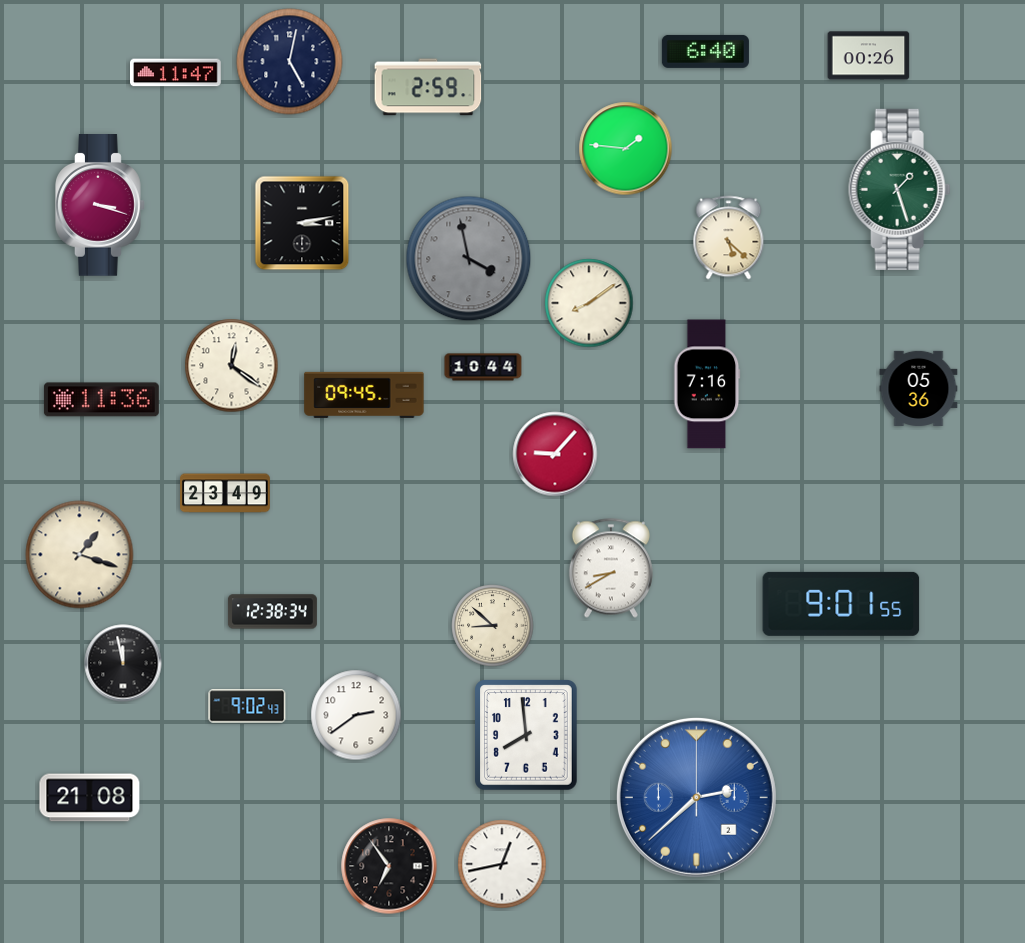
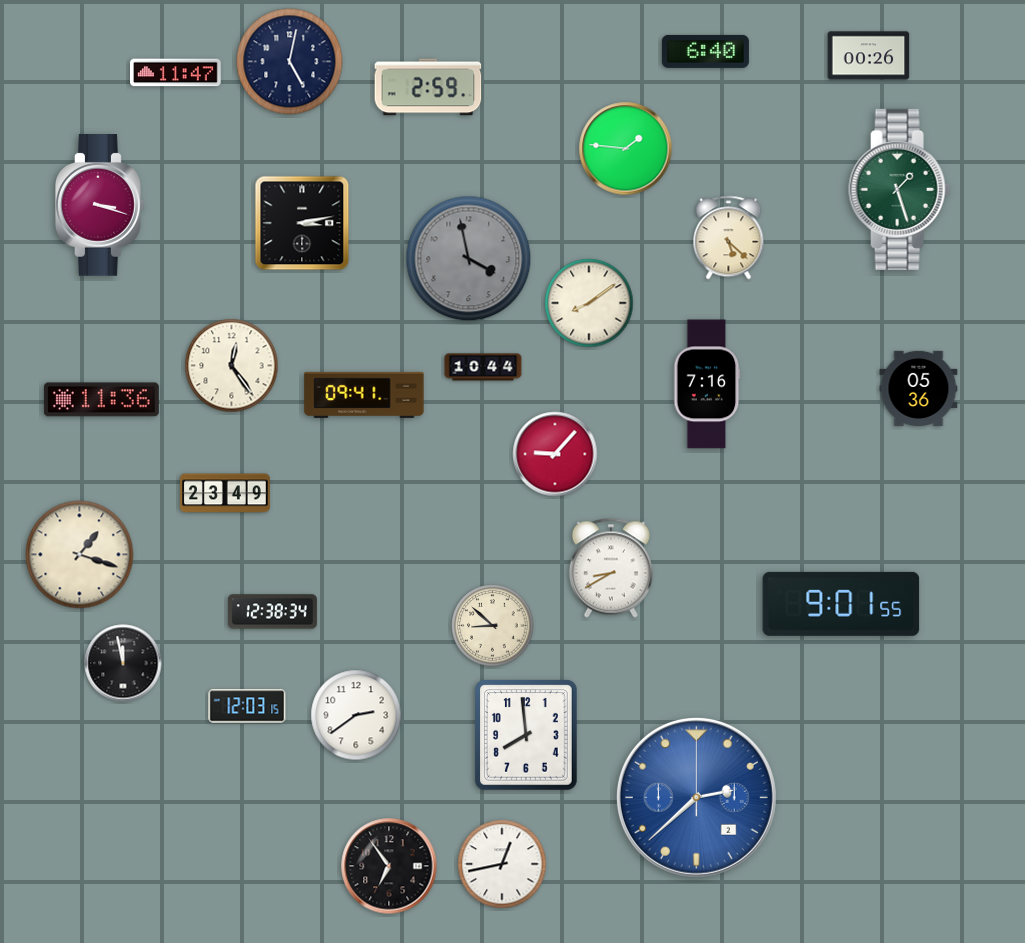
clock at (232, 366): 12:21 -> 12:24
clock at (364, 395): 09:45 -> 09:41
clock at (247, 706): 9:02 -> 12:03
clock at (90, 798): 21:08 -> none
